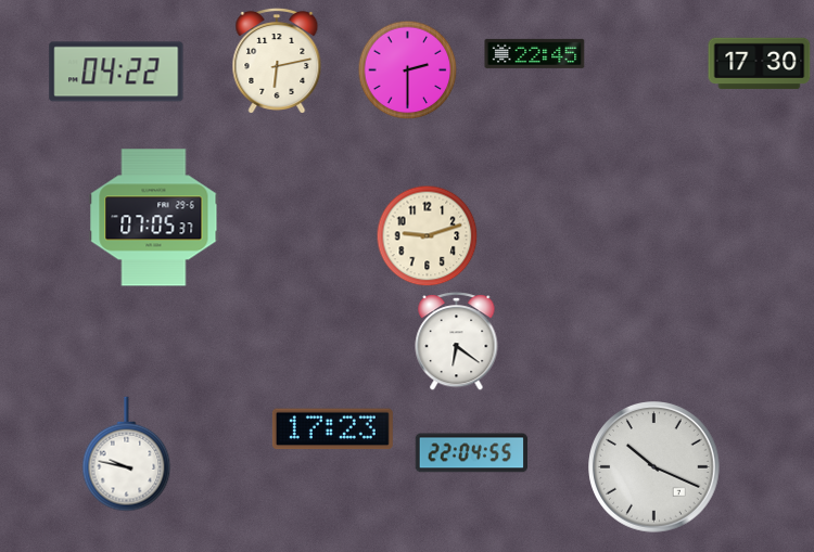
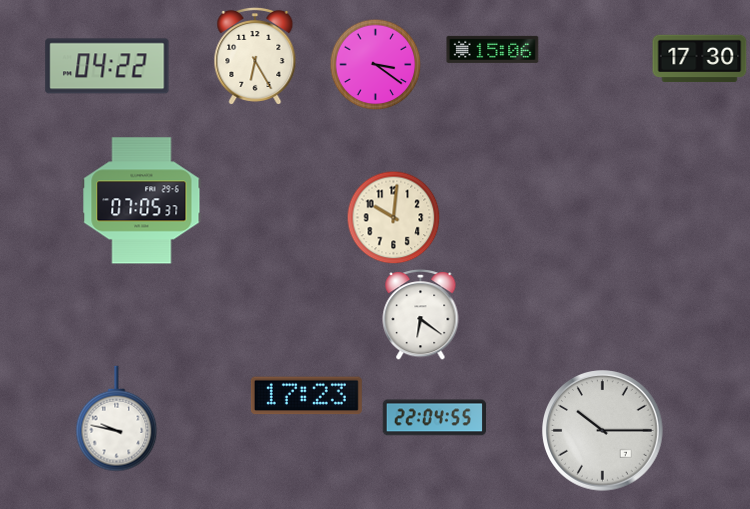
clock at (535, 53): 22:45 -> 15:06
clock at (277, 61): 6:13 -> 6:25
clock at (407, 69): 2:30 -> 3:21
clock at (427, 235): 9:12 -> 10:01
clock at (654, 467): 10:19 -> 10:15
